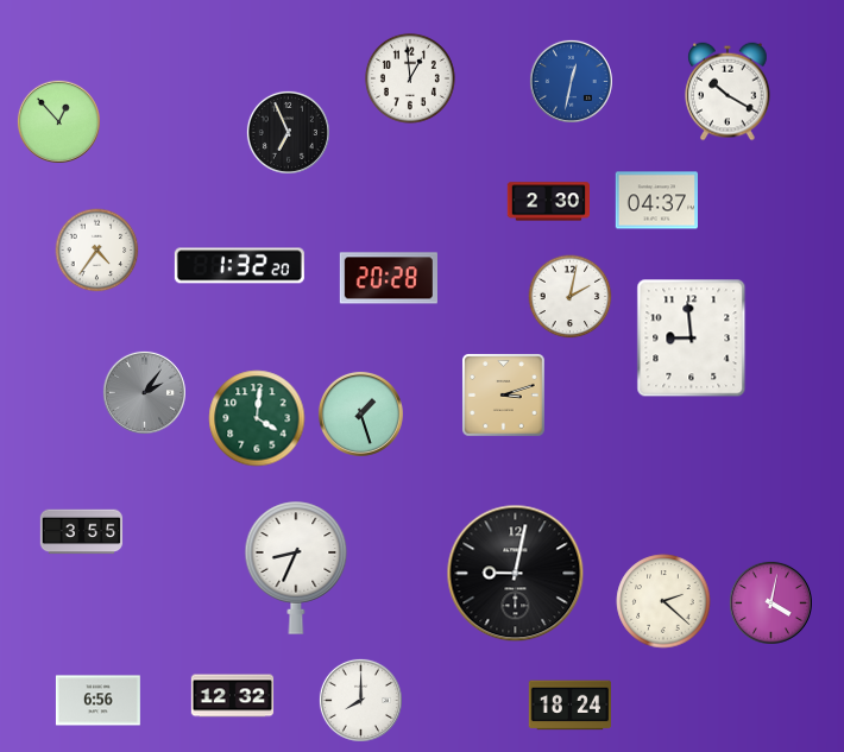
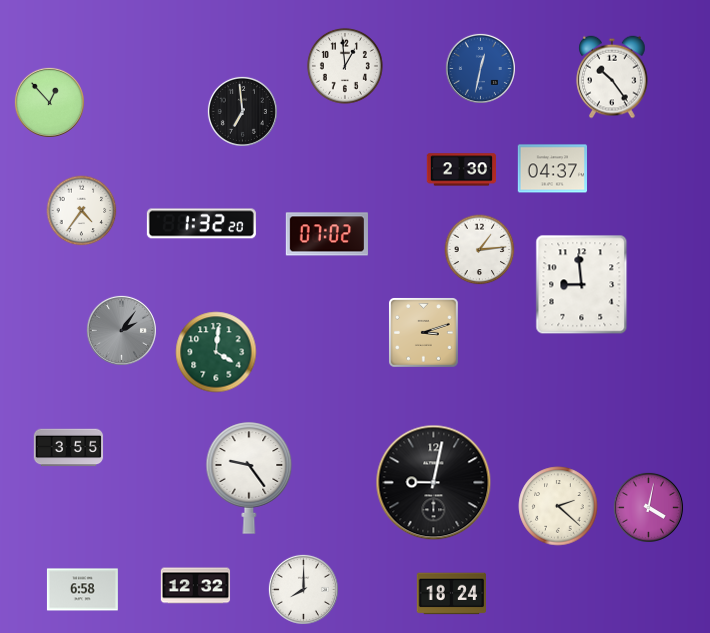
clock at (728, 91): 10:20 -> 10:24
clock at (288, 132): 6:56 -> 6:59
clock at (389, 278): 20:28 -> 07:02
clock at (571, 297): 2:02 -> 1:14
clock at (360, 413): 1:27 -> none
clock at (296, 568): 8:34 -> 9:24
clock at (97, 701): 6:56 -> 6:58
clock at (569, 706) position: (569, 706) -> (451, 594)
